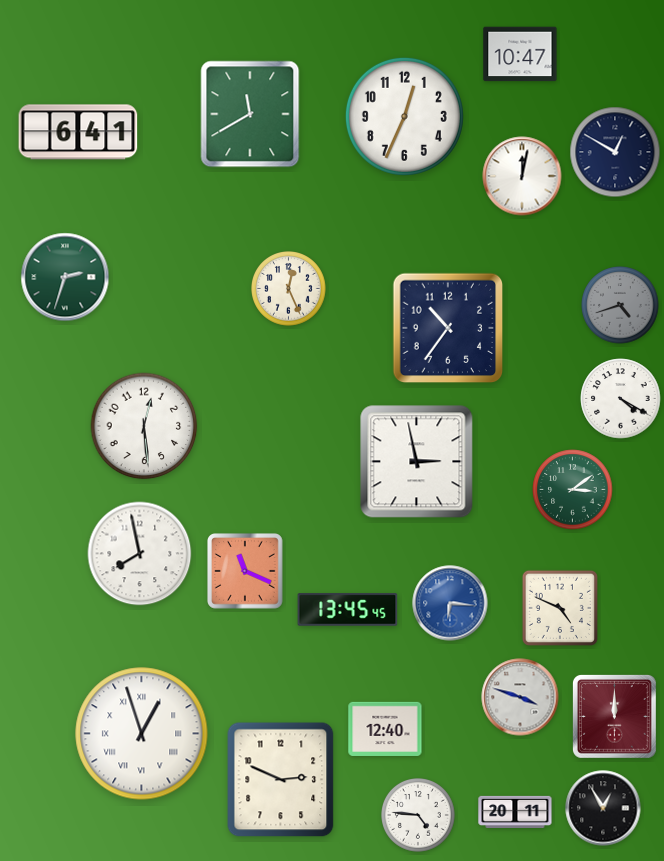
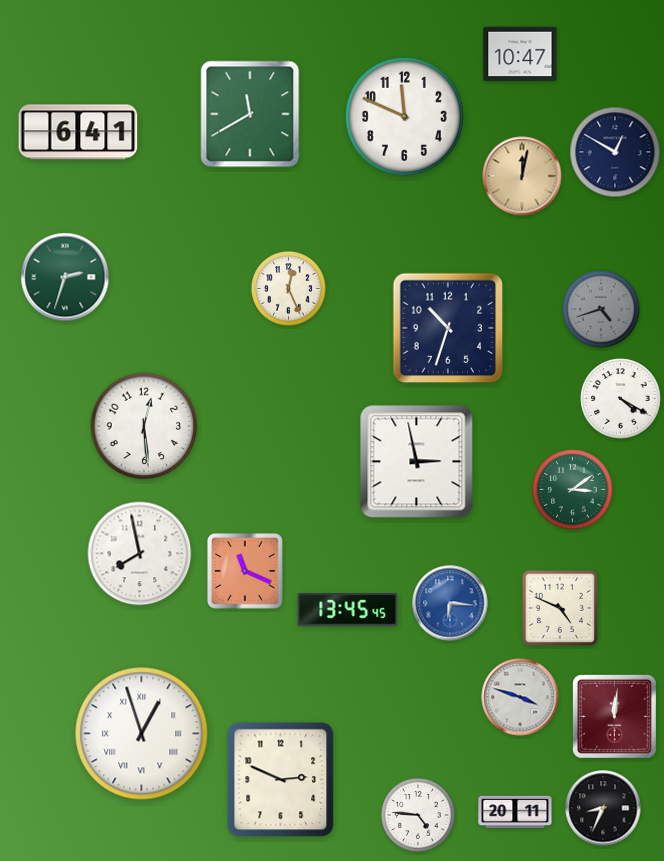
clock at (404, 116): 12:34 -> 11:49
clock at (522, 176) dial: white -> champagne
clock at (620, 305) position: (620, 305) -> (601, 309)
clock at (448, 328): 10:36 -> 10:33
clock at (614, 716): 12:00 -> 12:01
clock at (385, 729): 12:40 -> none
clock at (603, 808): 12:55 -> 8:34
